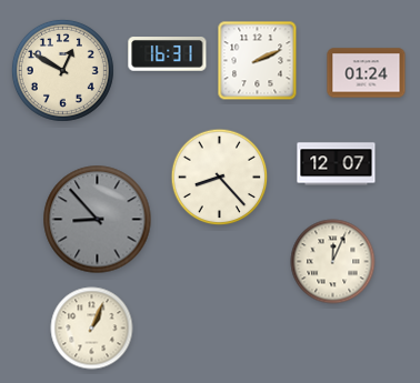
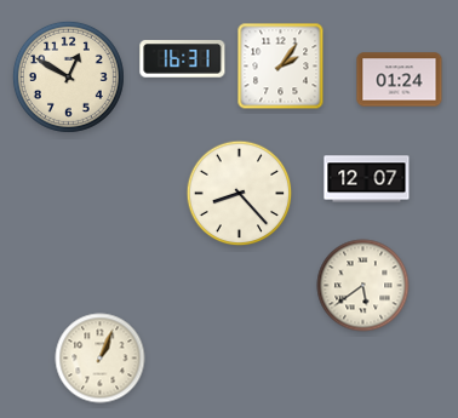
clock at (258, 61): 2:11 -> 2:06
clock at (98, 220): 8:53 -> none
clock at (333, 262): 12:04 -> 5:39
